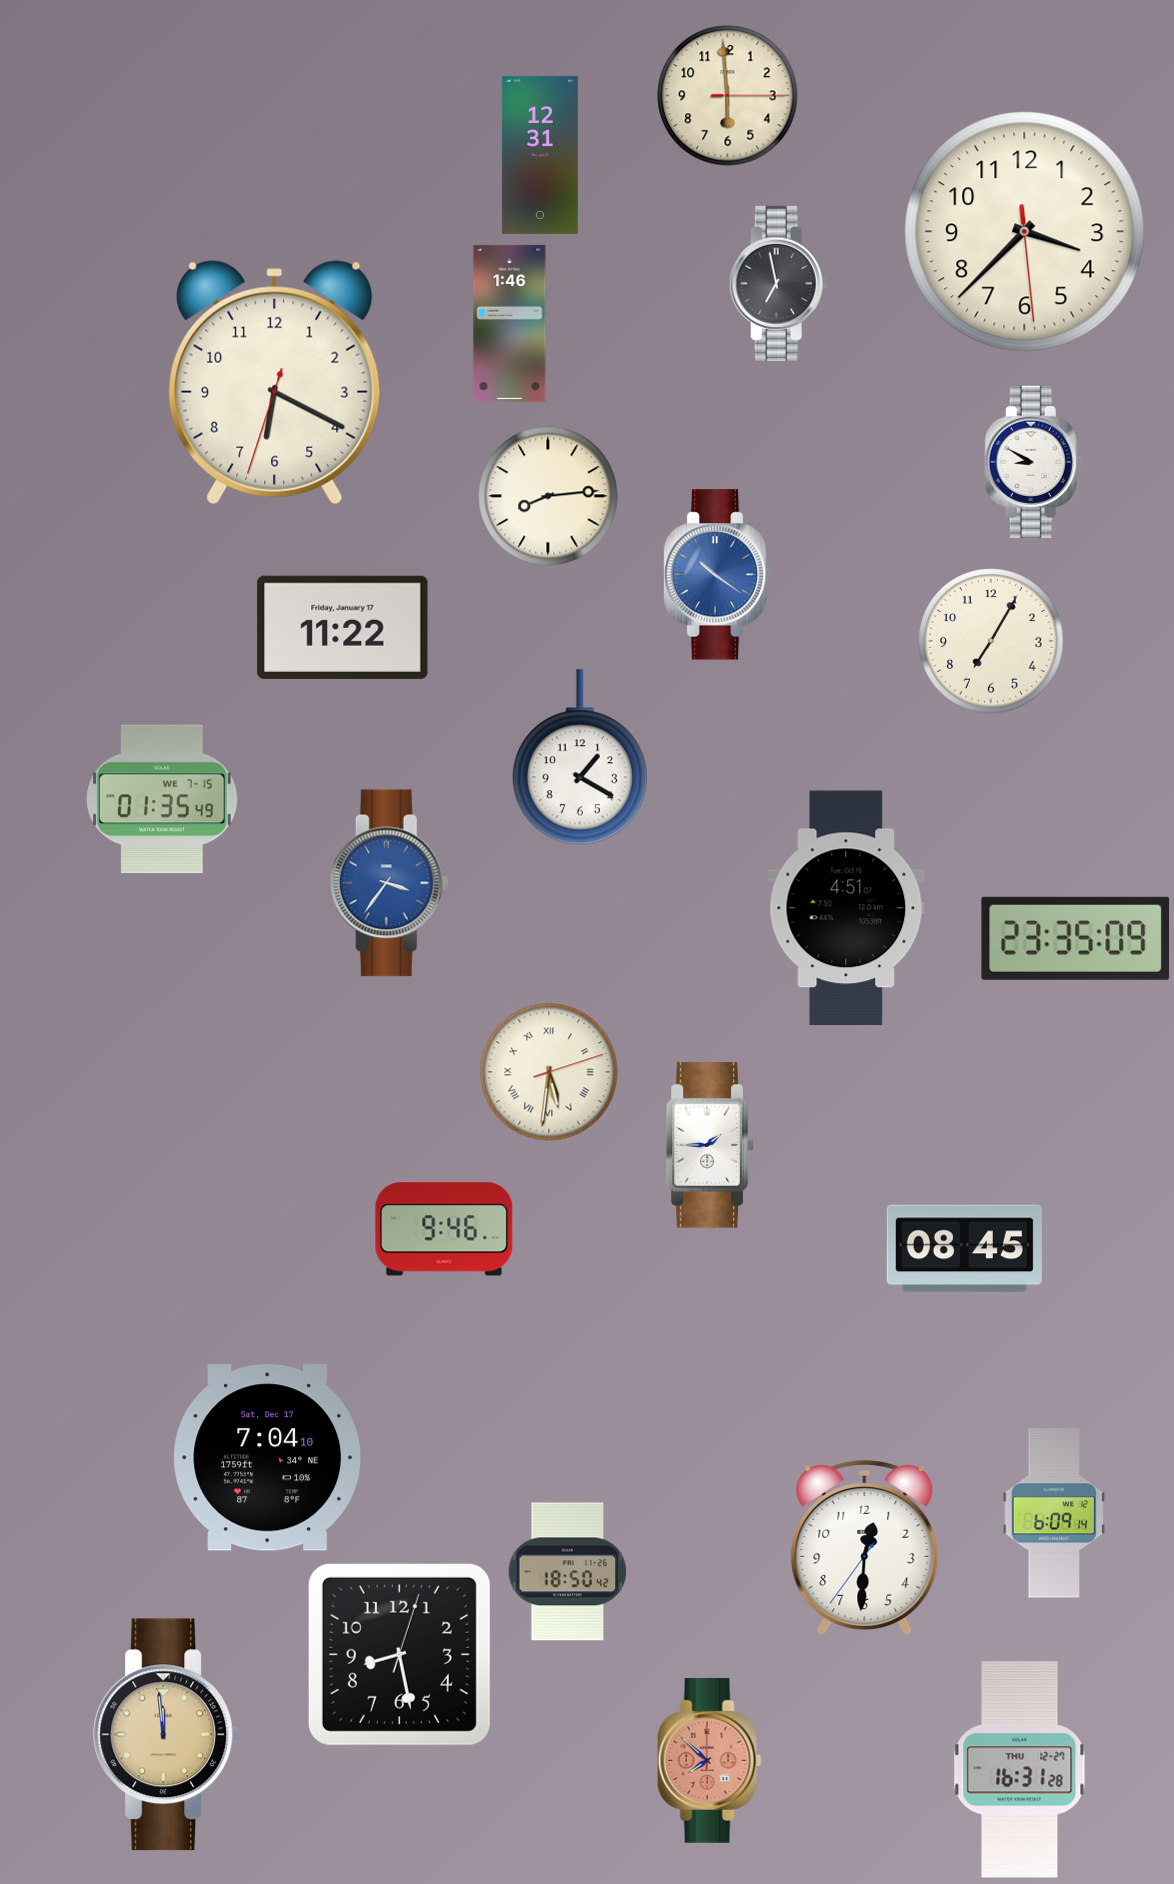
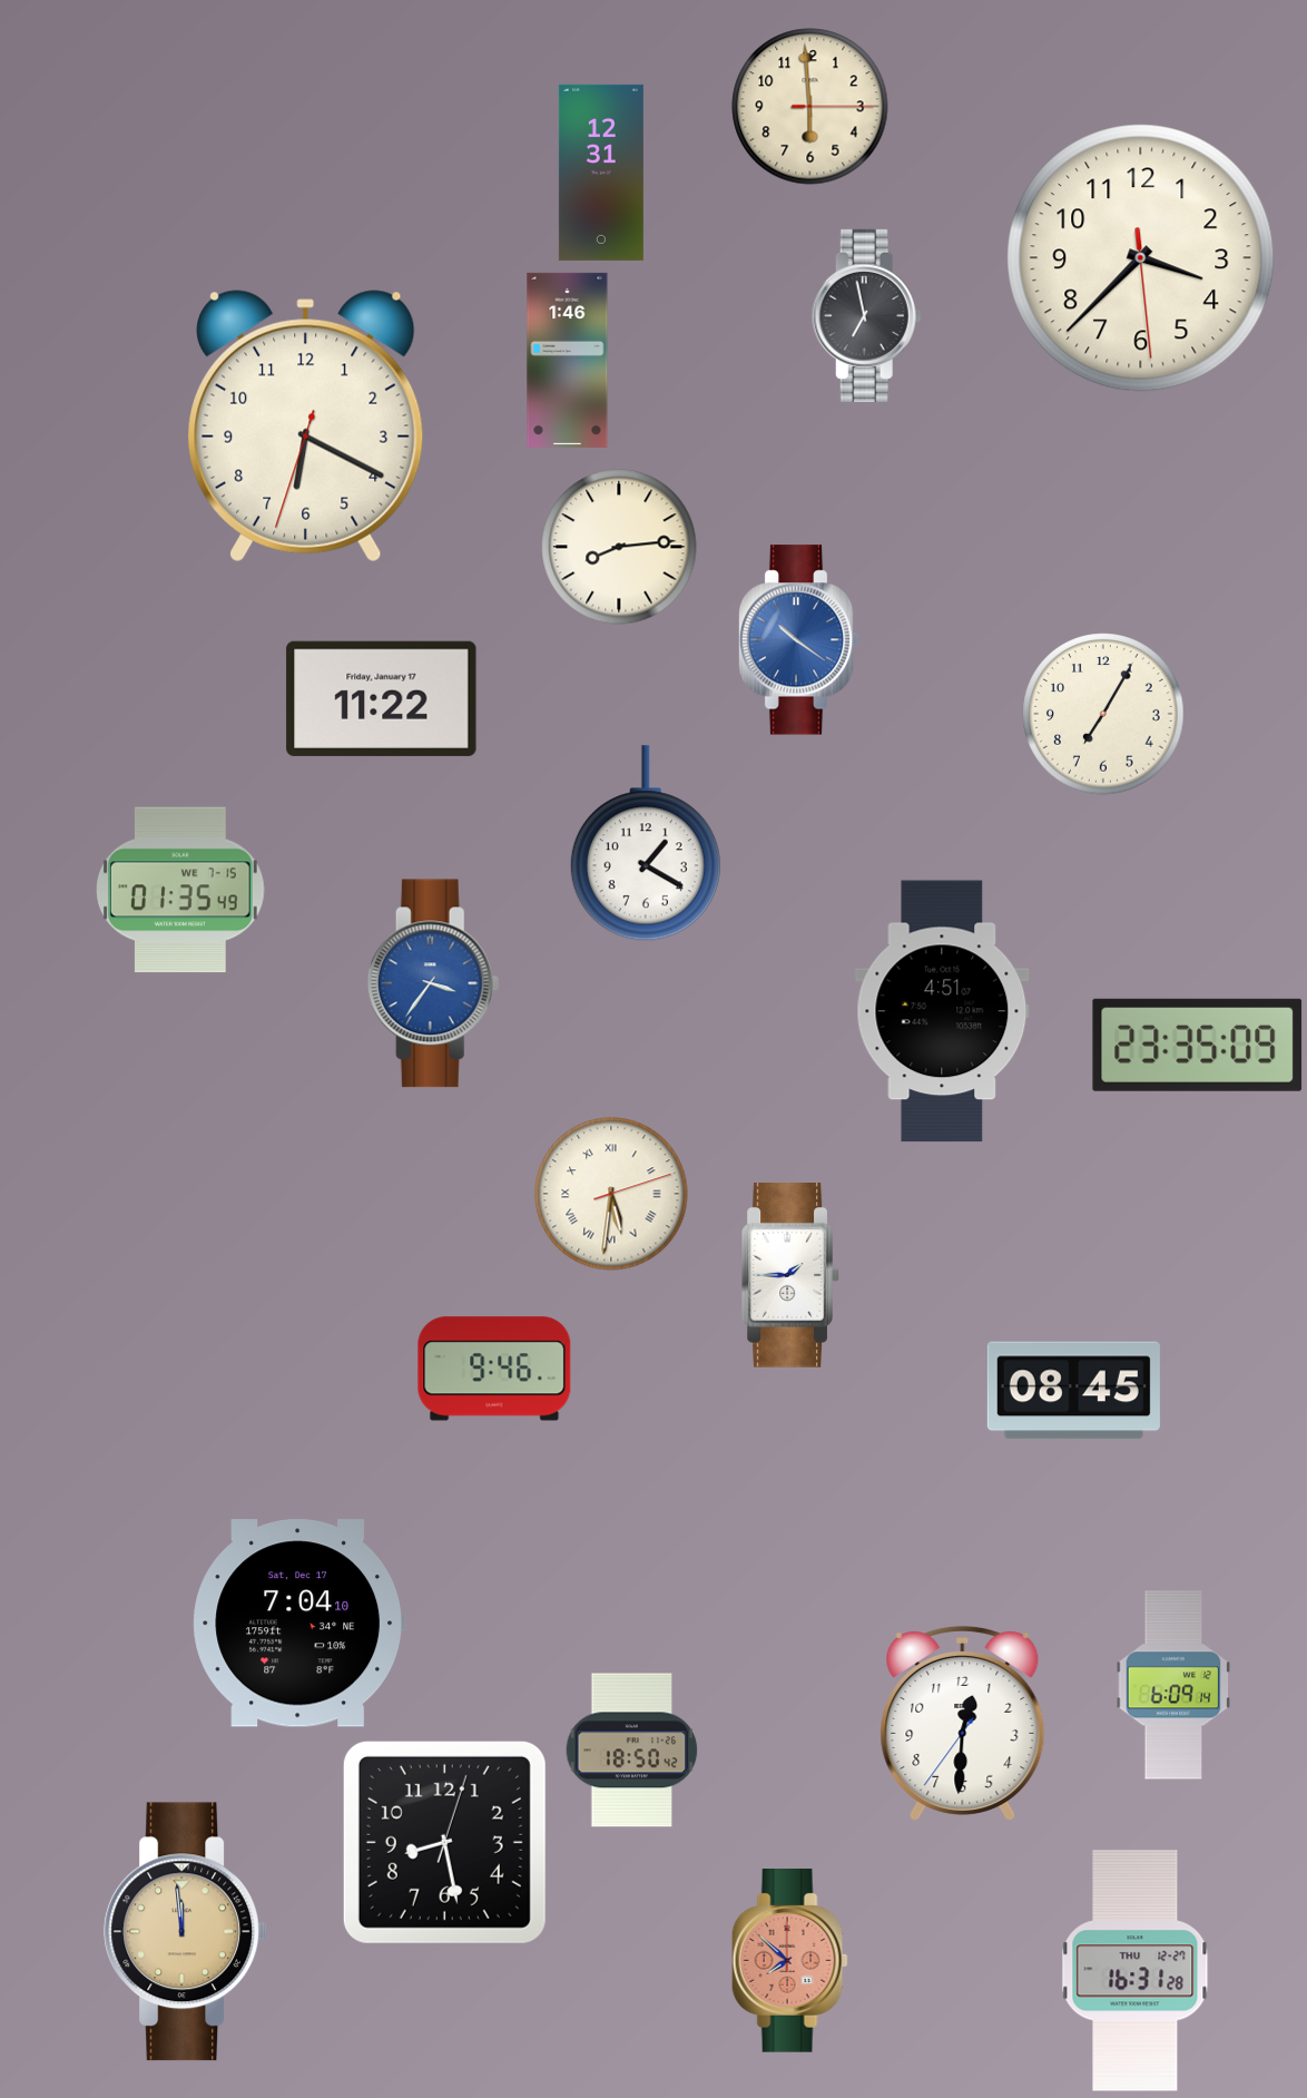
clock at (1033, 462): 8:50 -> none
clock at (548, 496) position: (548, 496) -> (619, 547)
